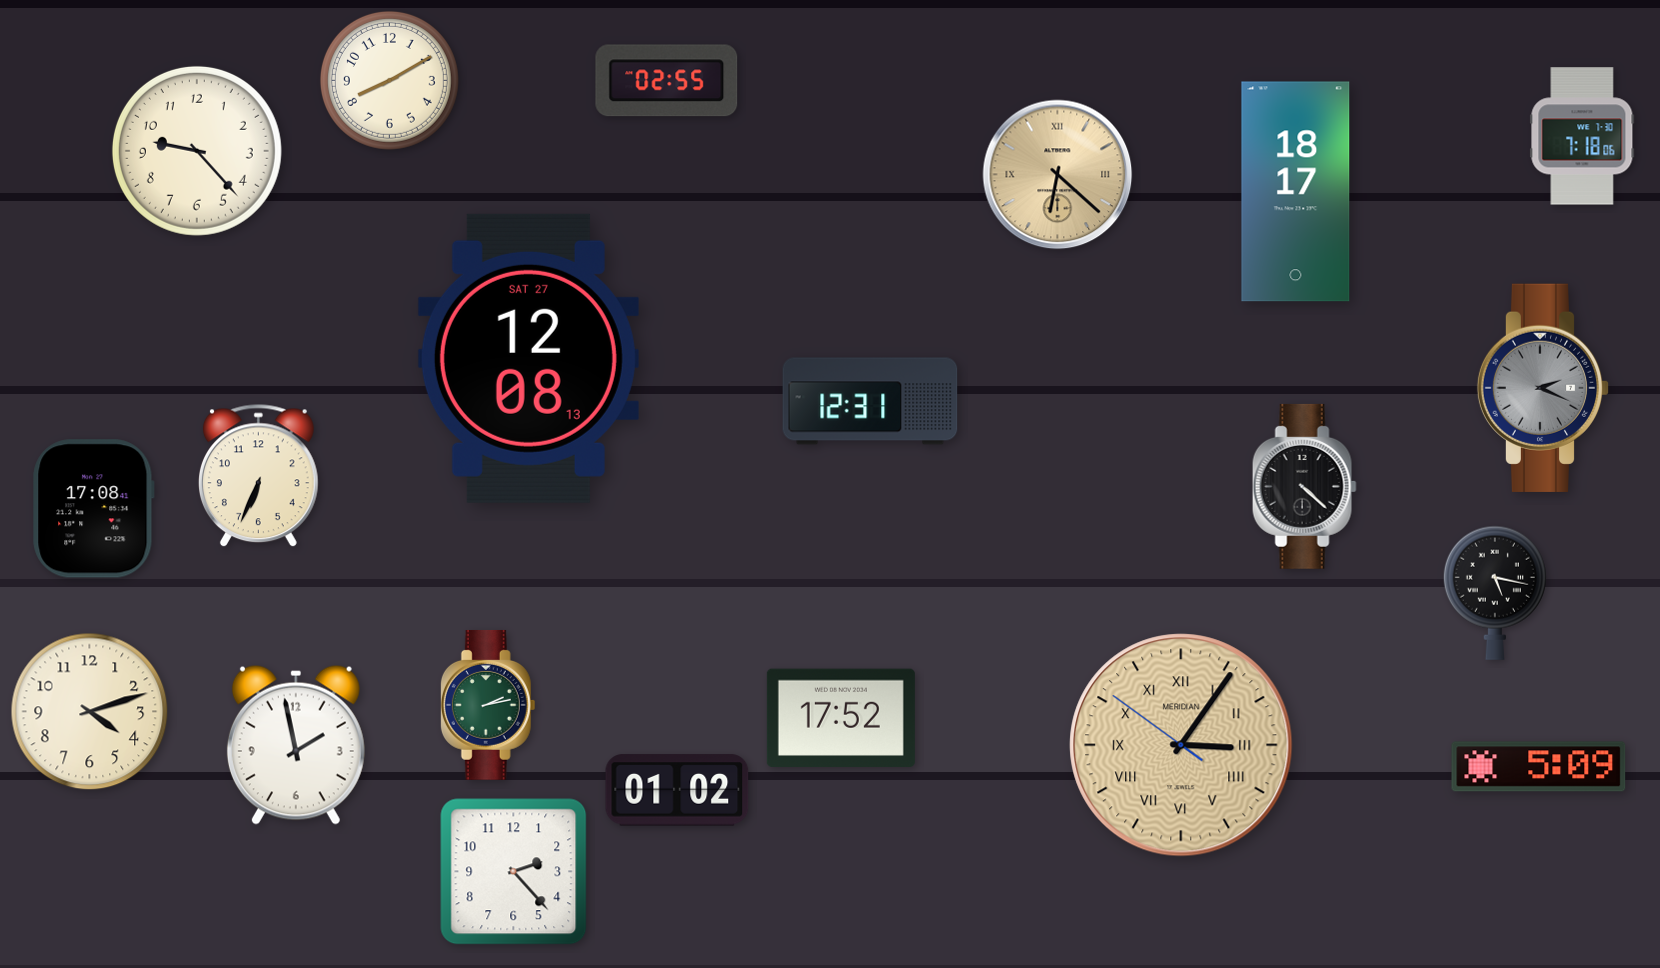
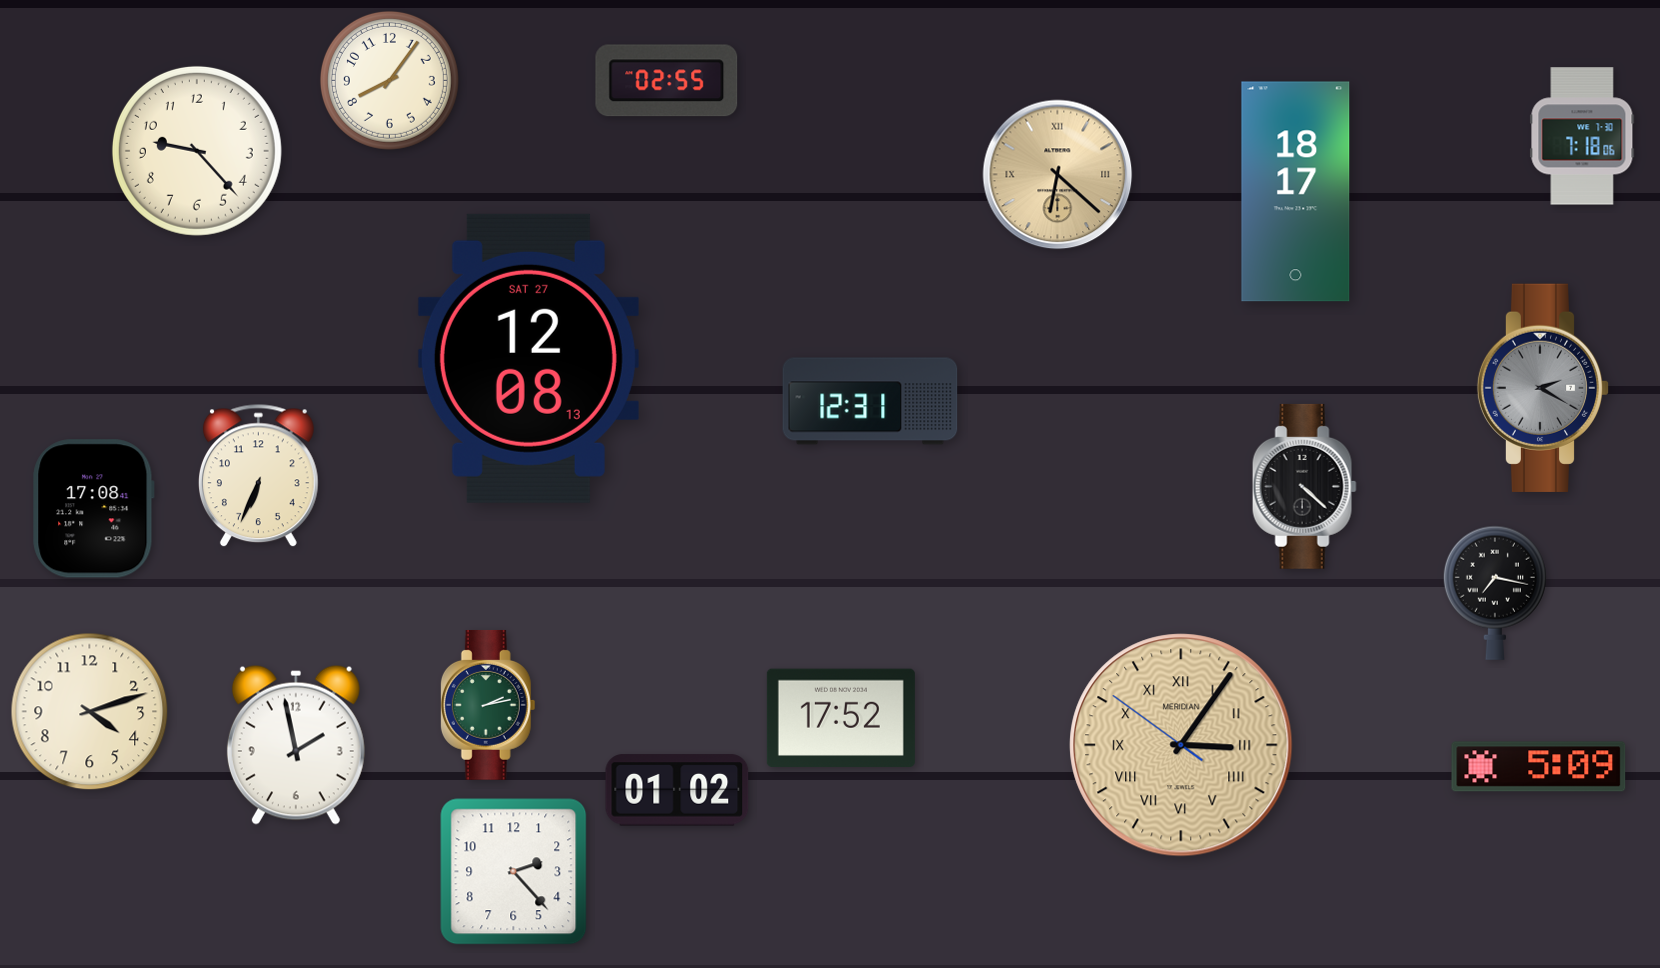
clock at (389, 80): 8:10 -> 8:06
clock at (1543, 388): 2:19 -> 2:20
clock at (1495, 593): 5:17 -> 7:17
